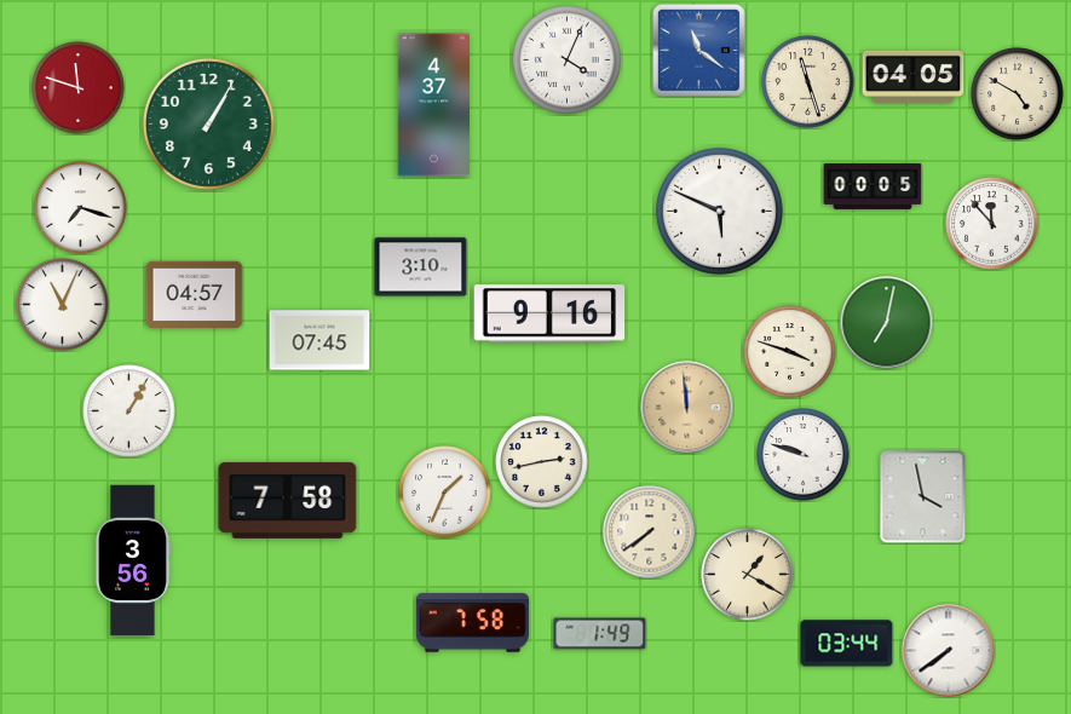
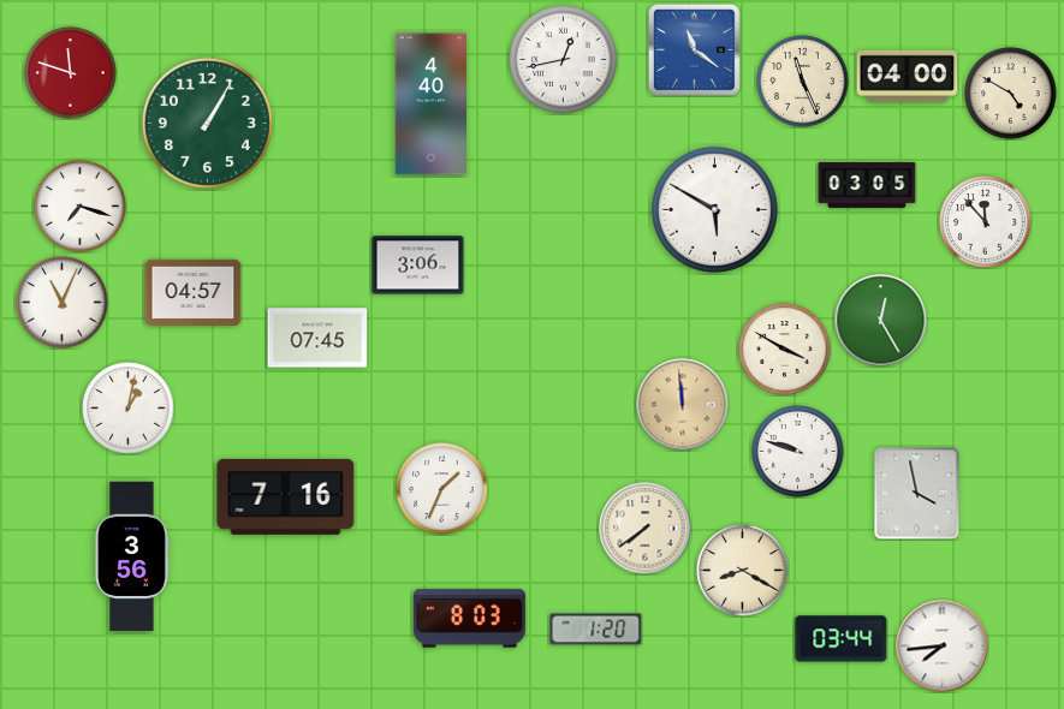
clock at (568, 61): 4:04 -> 12:43
clock at (914, 76): 04:05 -> 04:00
clock at (808, 82): 11:27 -> 11:26
clock at (79, 88) position: (79, 88) -> (71, 73)
clock at (434, 105): 4:37 -> 4:40
clock at (873, 186): 00:05 -> 03:05
clock at (719, 211): 5:49 -> 5:50
clock at (421, 267): 3:10 -> 3:06
clock at (549, 313): 9:16 -> none
clock at (887, 323): 7:02 -> 12:25
clock at (790, 352): 3:48 -> 3:50
clock at (129, 411): 1:05 -> 1:02
clock at (542, 462): 2:43 -> none
clock at (288, 500): 7:58 -> 7:16
clock at (748, 575): 1:20 -> 8:20
clock at (472, 623): 7:58 -> 8:03
clock at (600, 634): 1:49 -> 1:20
clock at (949, 651): 7:39 -> 7:44
